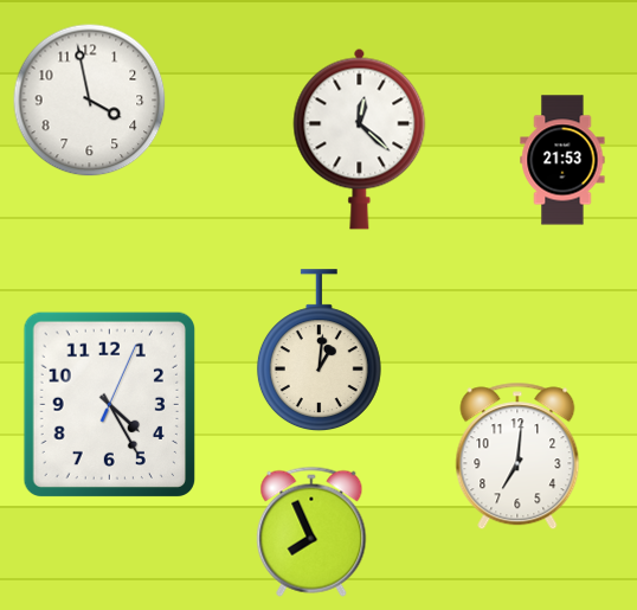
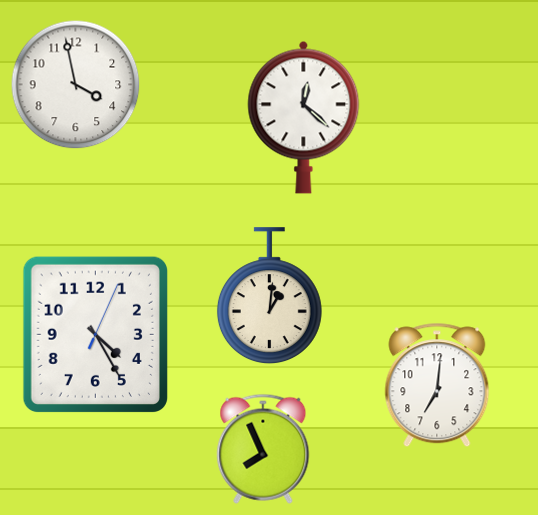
clock at (562, 160): 21:53 -> none
clock at (109, 404) position: (109, 404) -> (95, 334)
